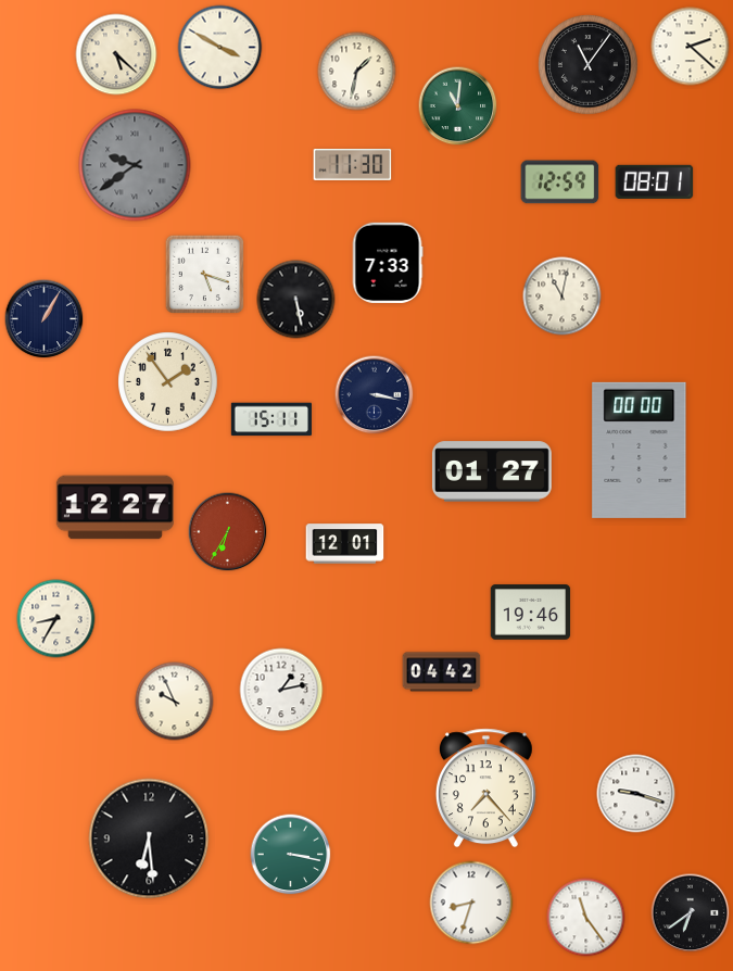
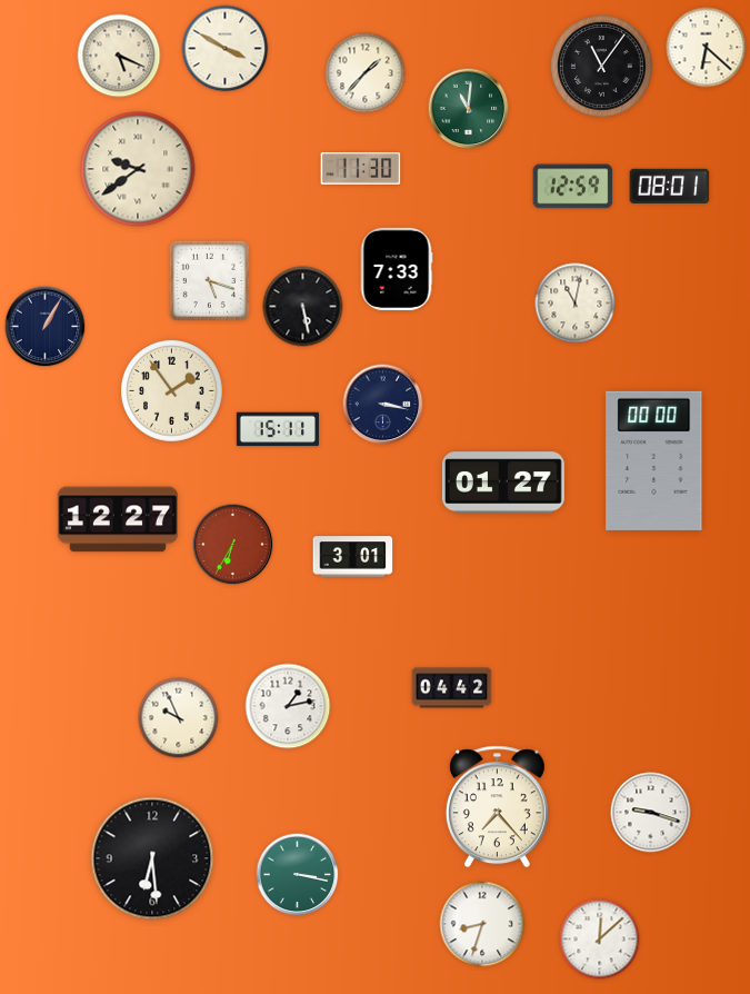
clock at (691, 47): 2:22 -> 6:22
clock at (116, 54): 5:22 -> 5:19
clock at (357, 72): 1:32 -> 1:37
clock at (135, 165) dial: grey -> cream
clock at (345, 544): 12:01 -> 3:01
clock at (531, 613): 19:46 -> none
clock at (56, 619): 8:35 -> none
clock at (691, 913): 6:39 -> none
clock at (586, 918): 11:24 -> 12:08
